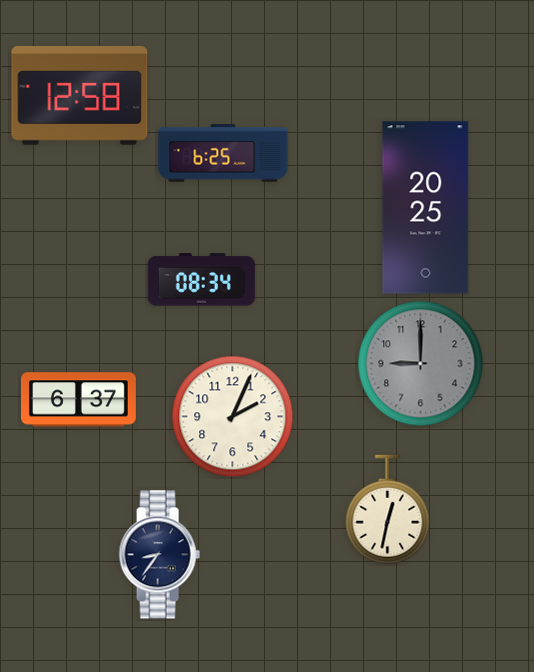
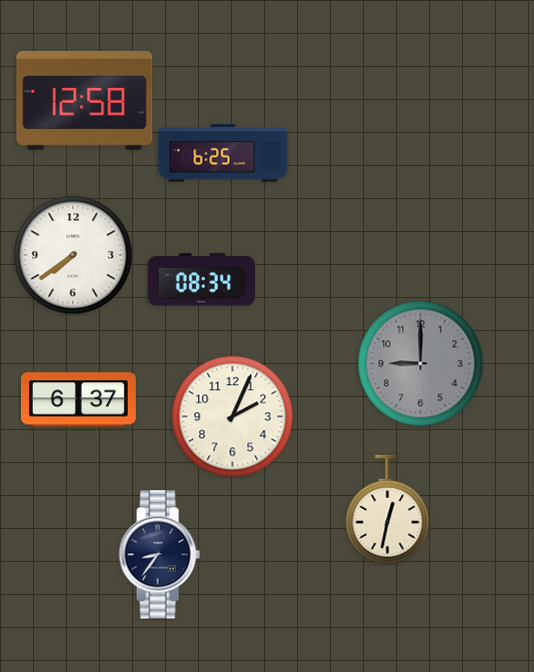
clock at (80, 96) position: (80, 96) -> (85, 101)
clock at (426, 208): 20:25 -> none
clock at (73, 255): none -> 7:39
